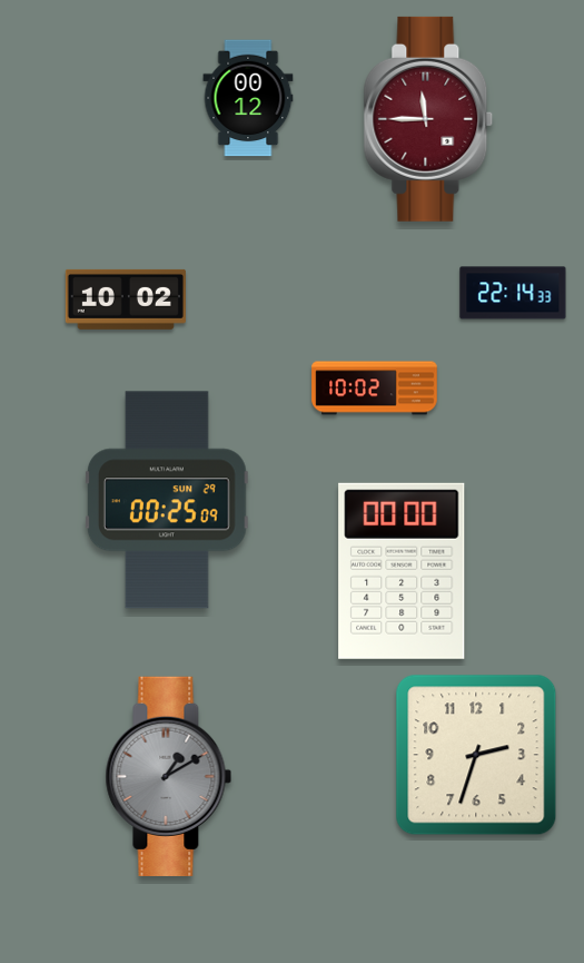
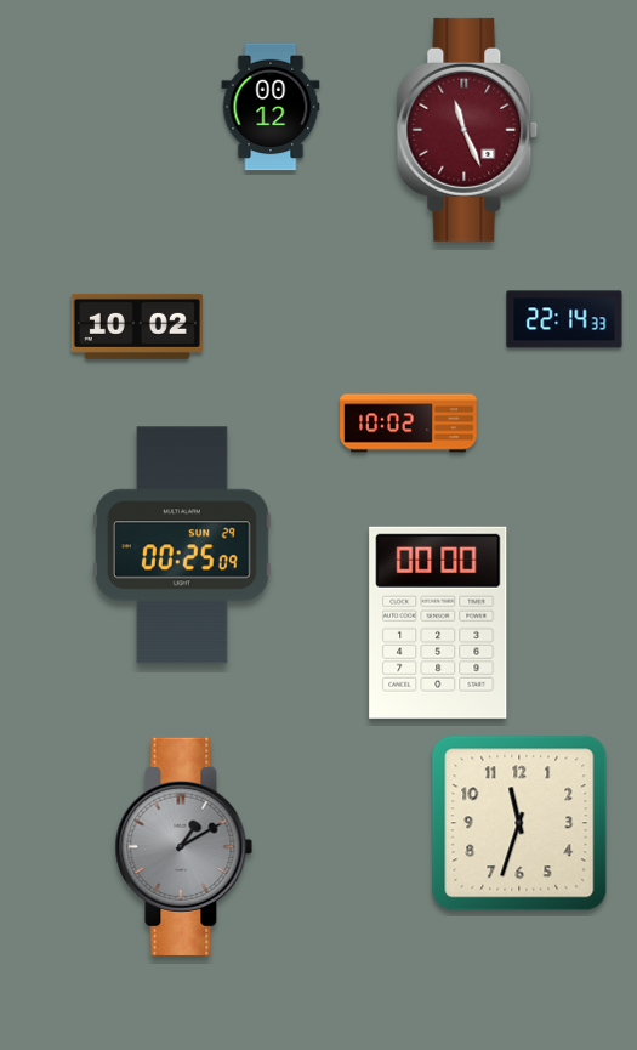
clock at (428, 119): 11:45 -> 11:26
clock at (513, 293) position: (513, 293) -> (564, 319)
clock at (476, 755): 2:33 -> 11:33
